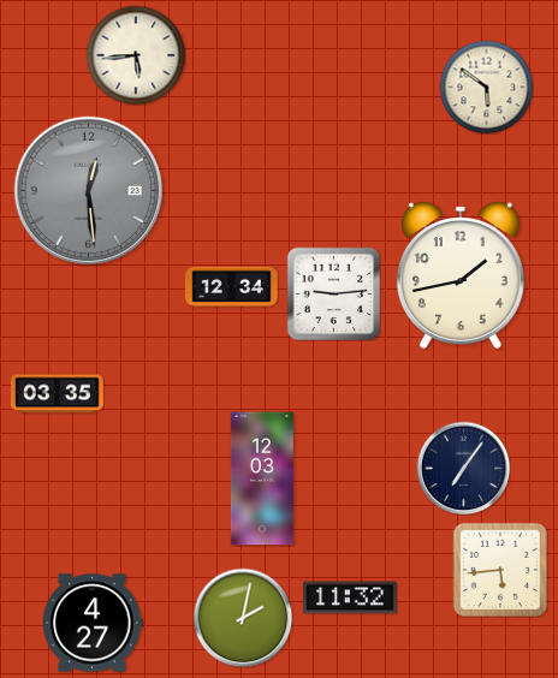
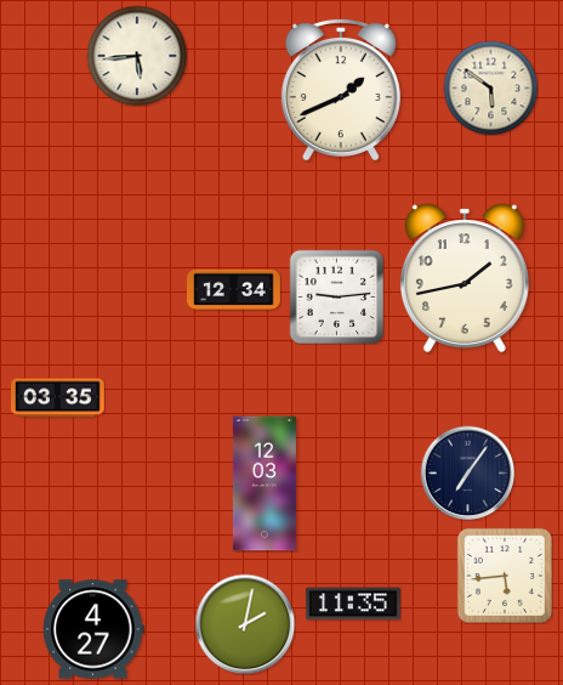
clock at (341, 89): none -> 1:41
clock at (89, 191): 12:29 -> none
clock at (351, 597): 11:32 -> 11:35
